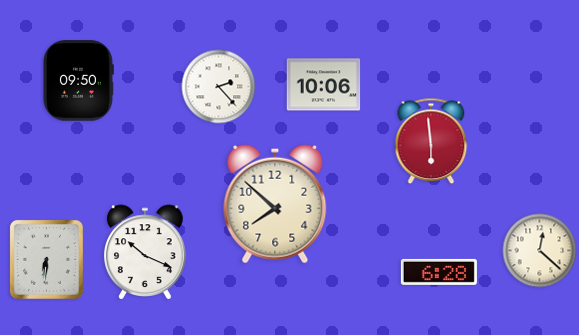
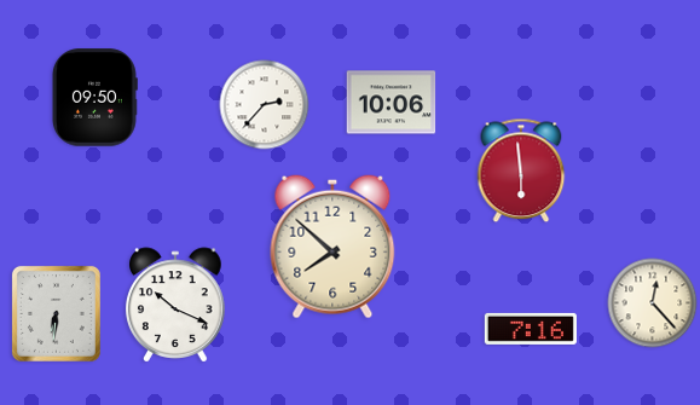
clock at (219, 87): 2:23 -> 2:37
clock at (540, 251): 12:22 -> 12:23
clock at (439, 272): 6:28 -> 7:16
